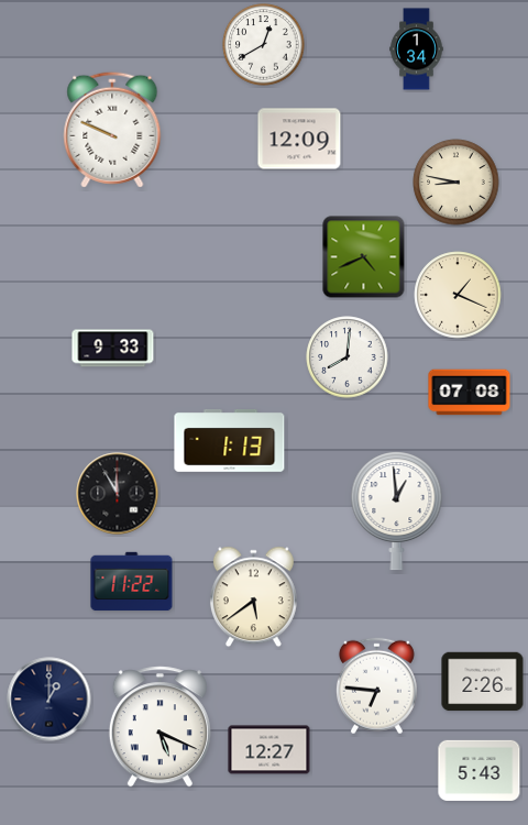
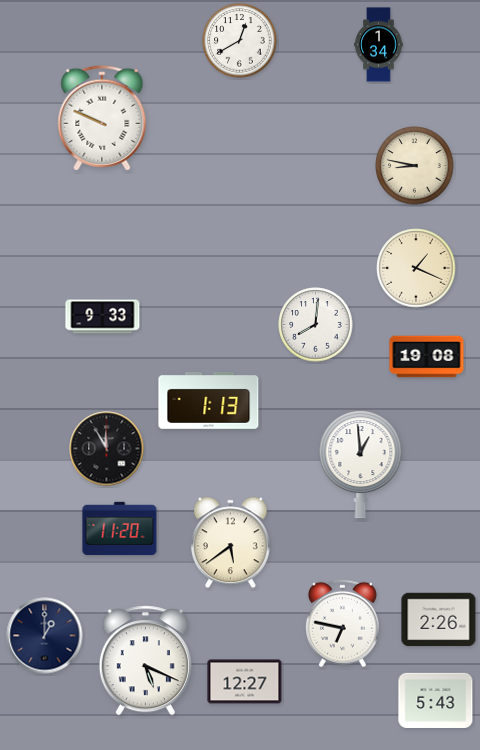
clock at (299, 139): 12:09 -> none
clock at (364, 257): 4:41 -> none
clock at (470, 393): 07:08 -> 19:08
clock at (132, 582): 11:22 -> 11:20
clock at (376, 686): 6:46 -> 6:47
